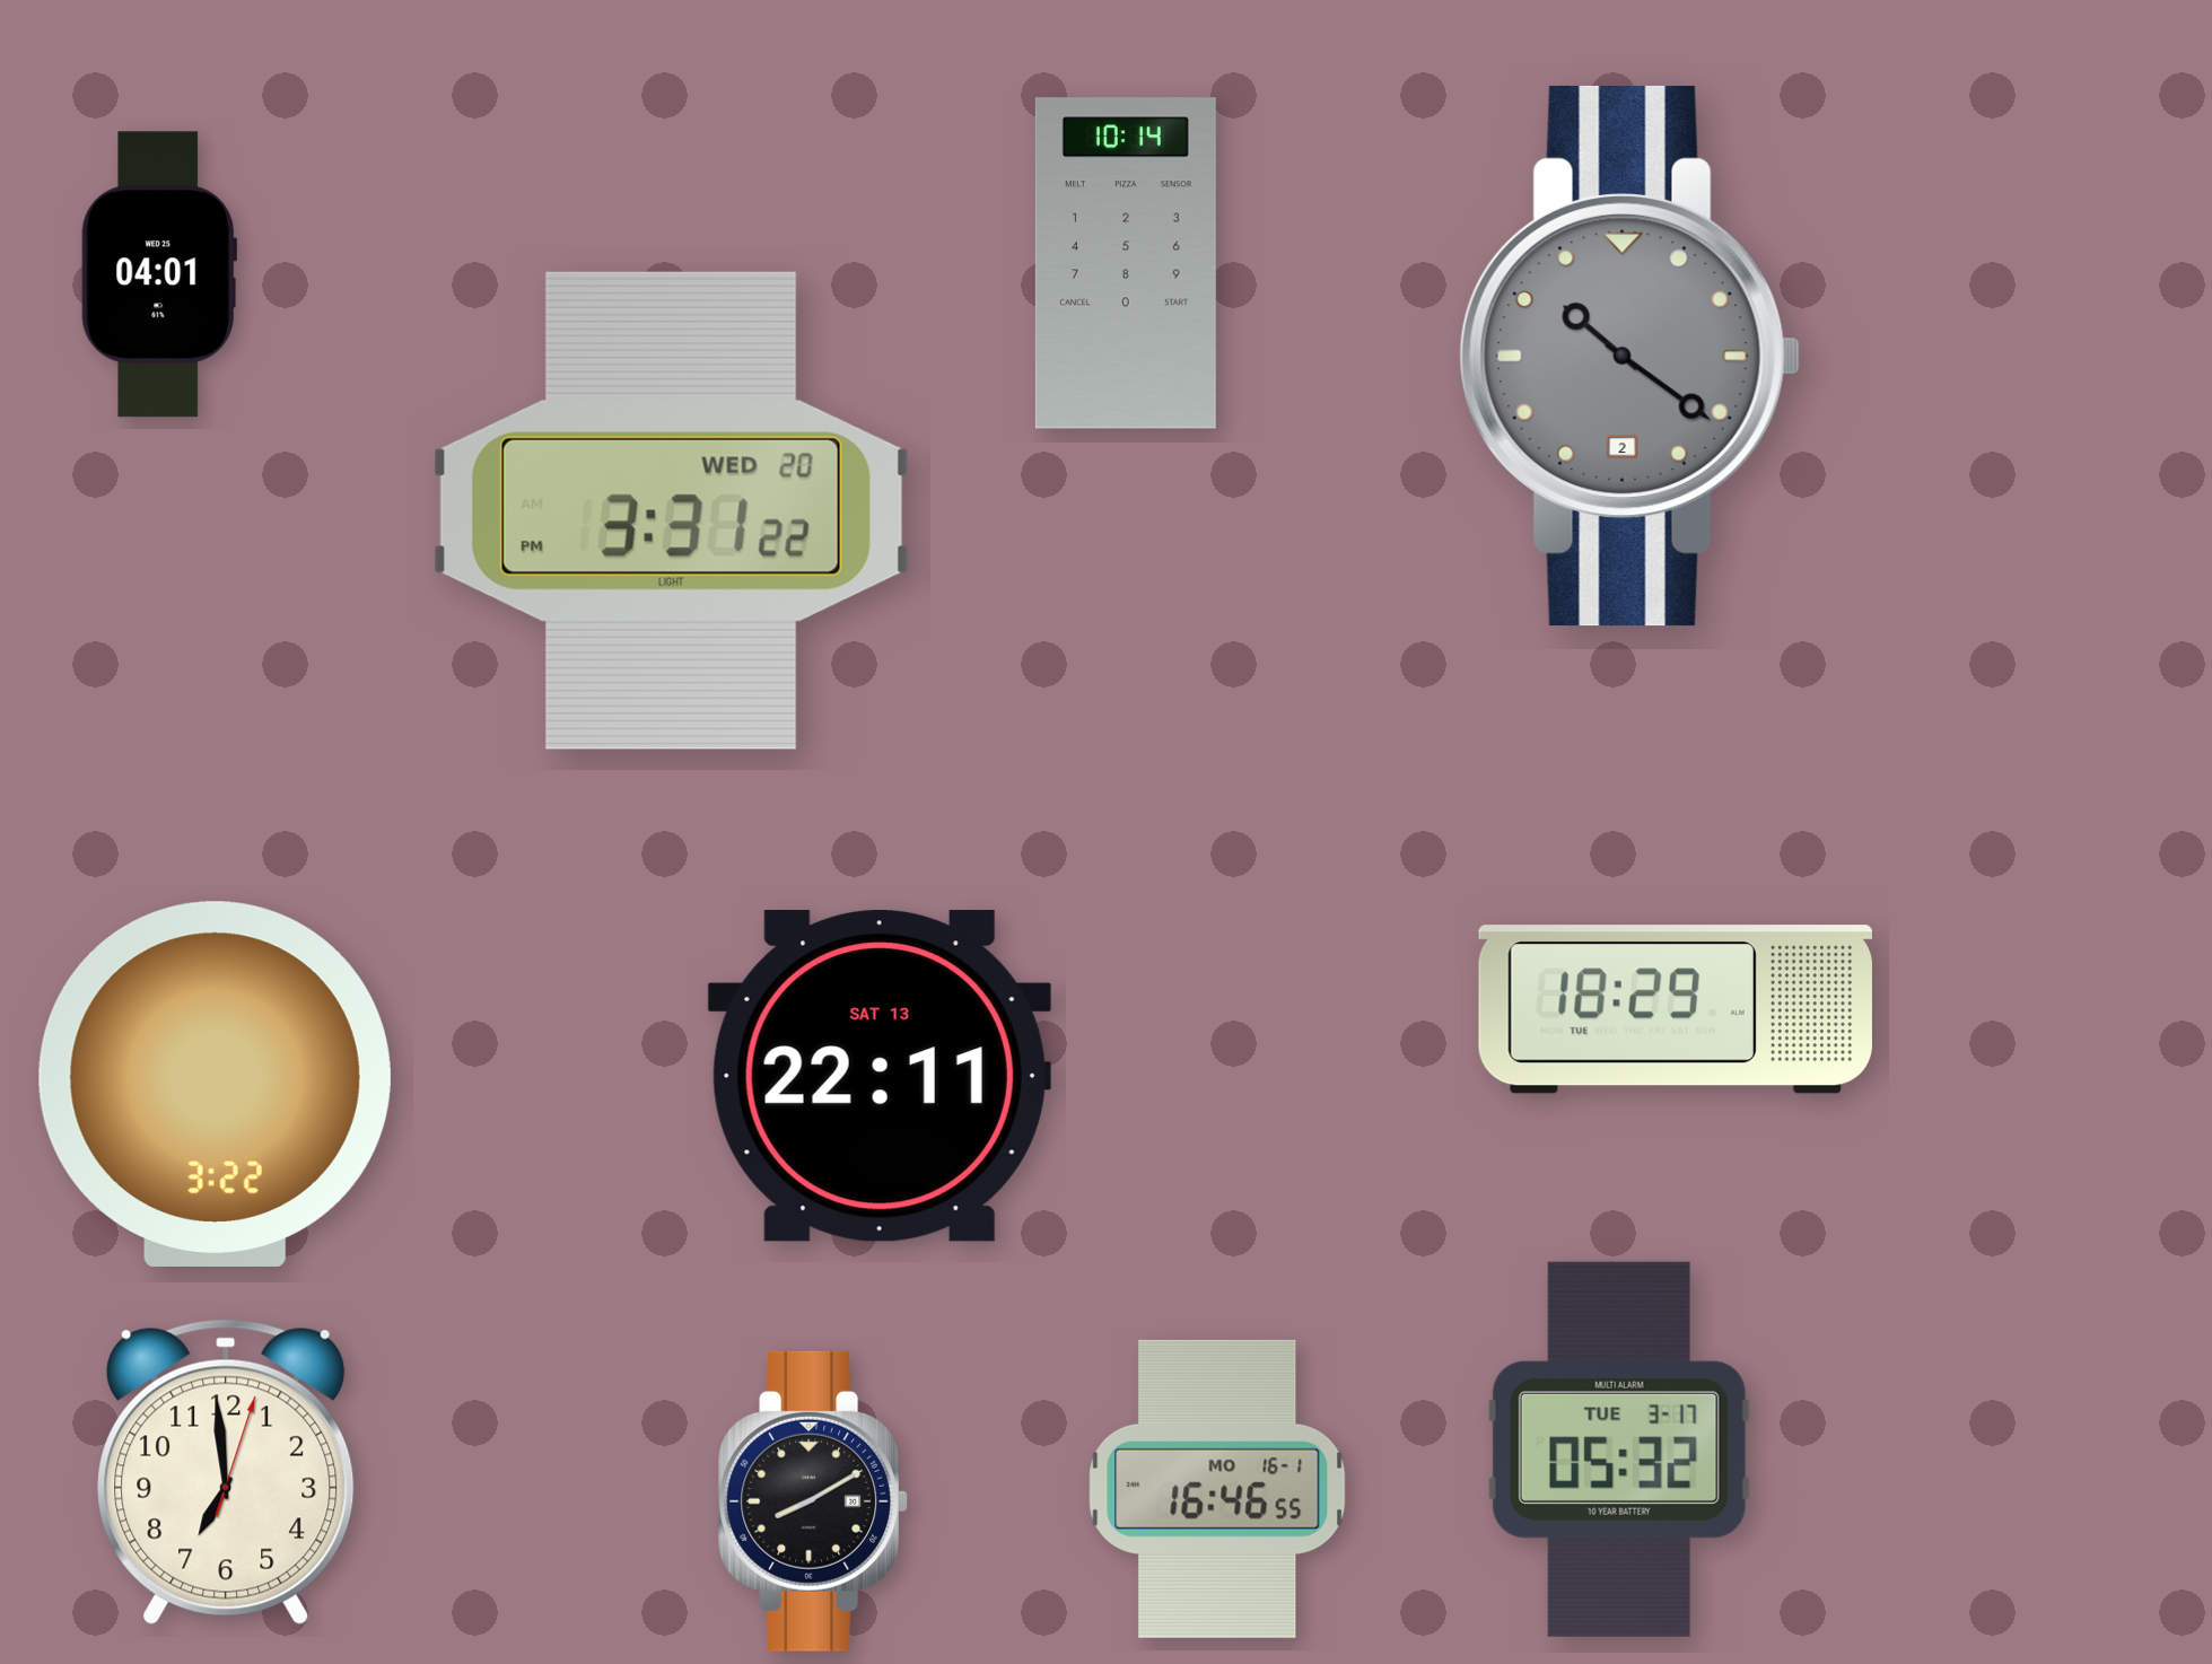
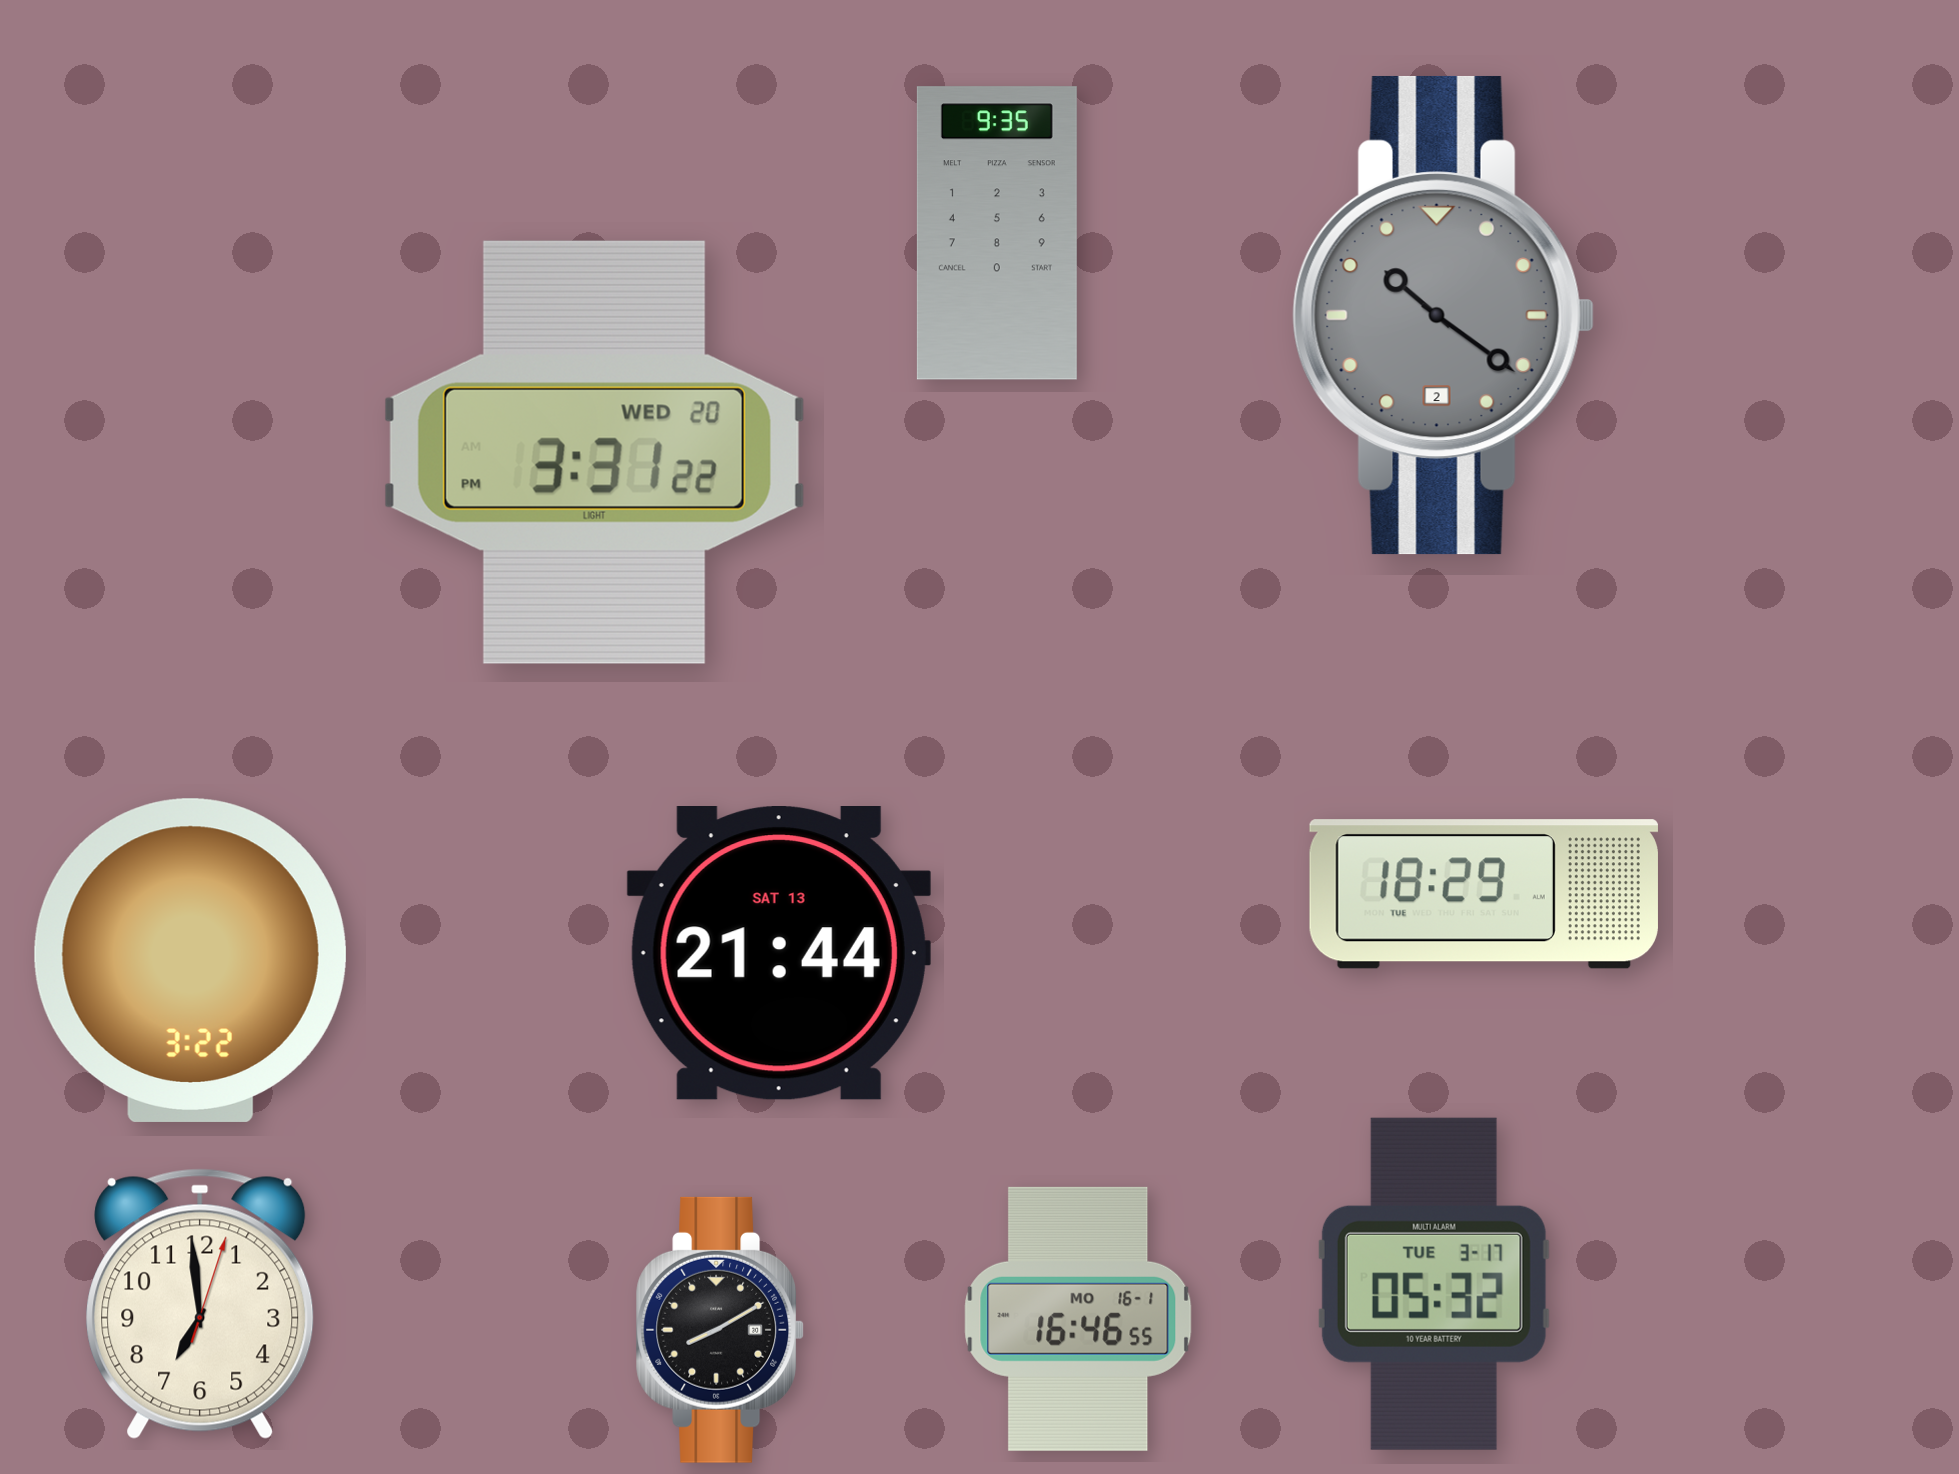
clock at (1126, 263): 10:14 -> 9:35
clock at (159, 274): 04:01 -> none
clock at (880, 1077): 22:11 -> 21:44
